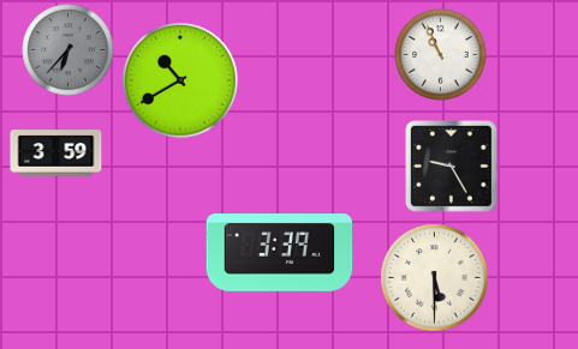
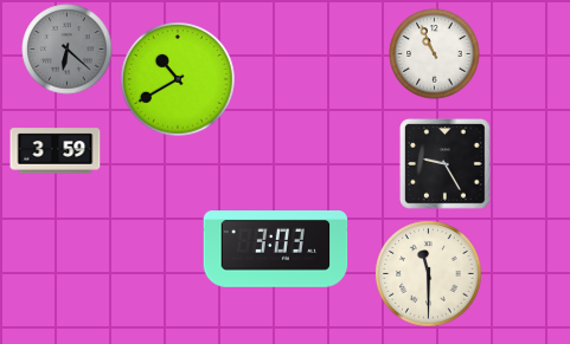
clock at (68, 50): 6:37 -> 6:22
clock at (280, 253): 3:39 -> 3:03
clock at (435, 278): 5:30 -> 11:30
